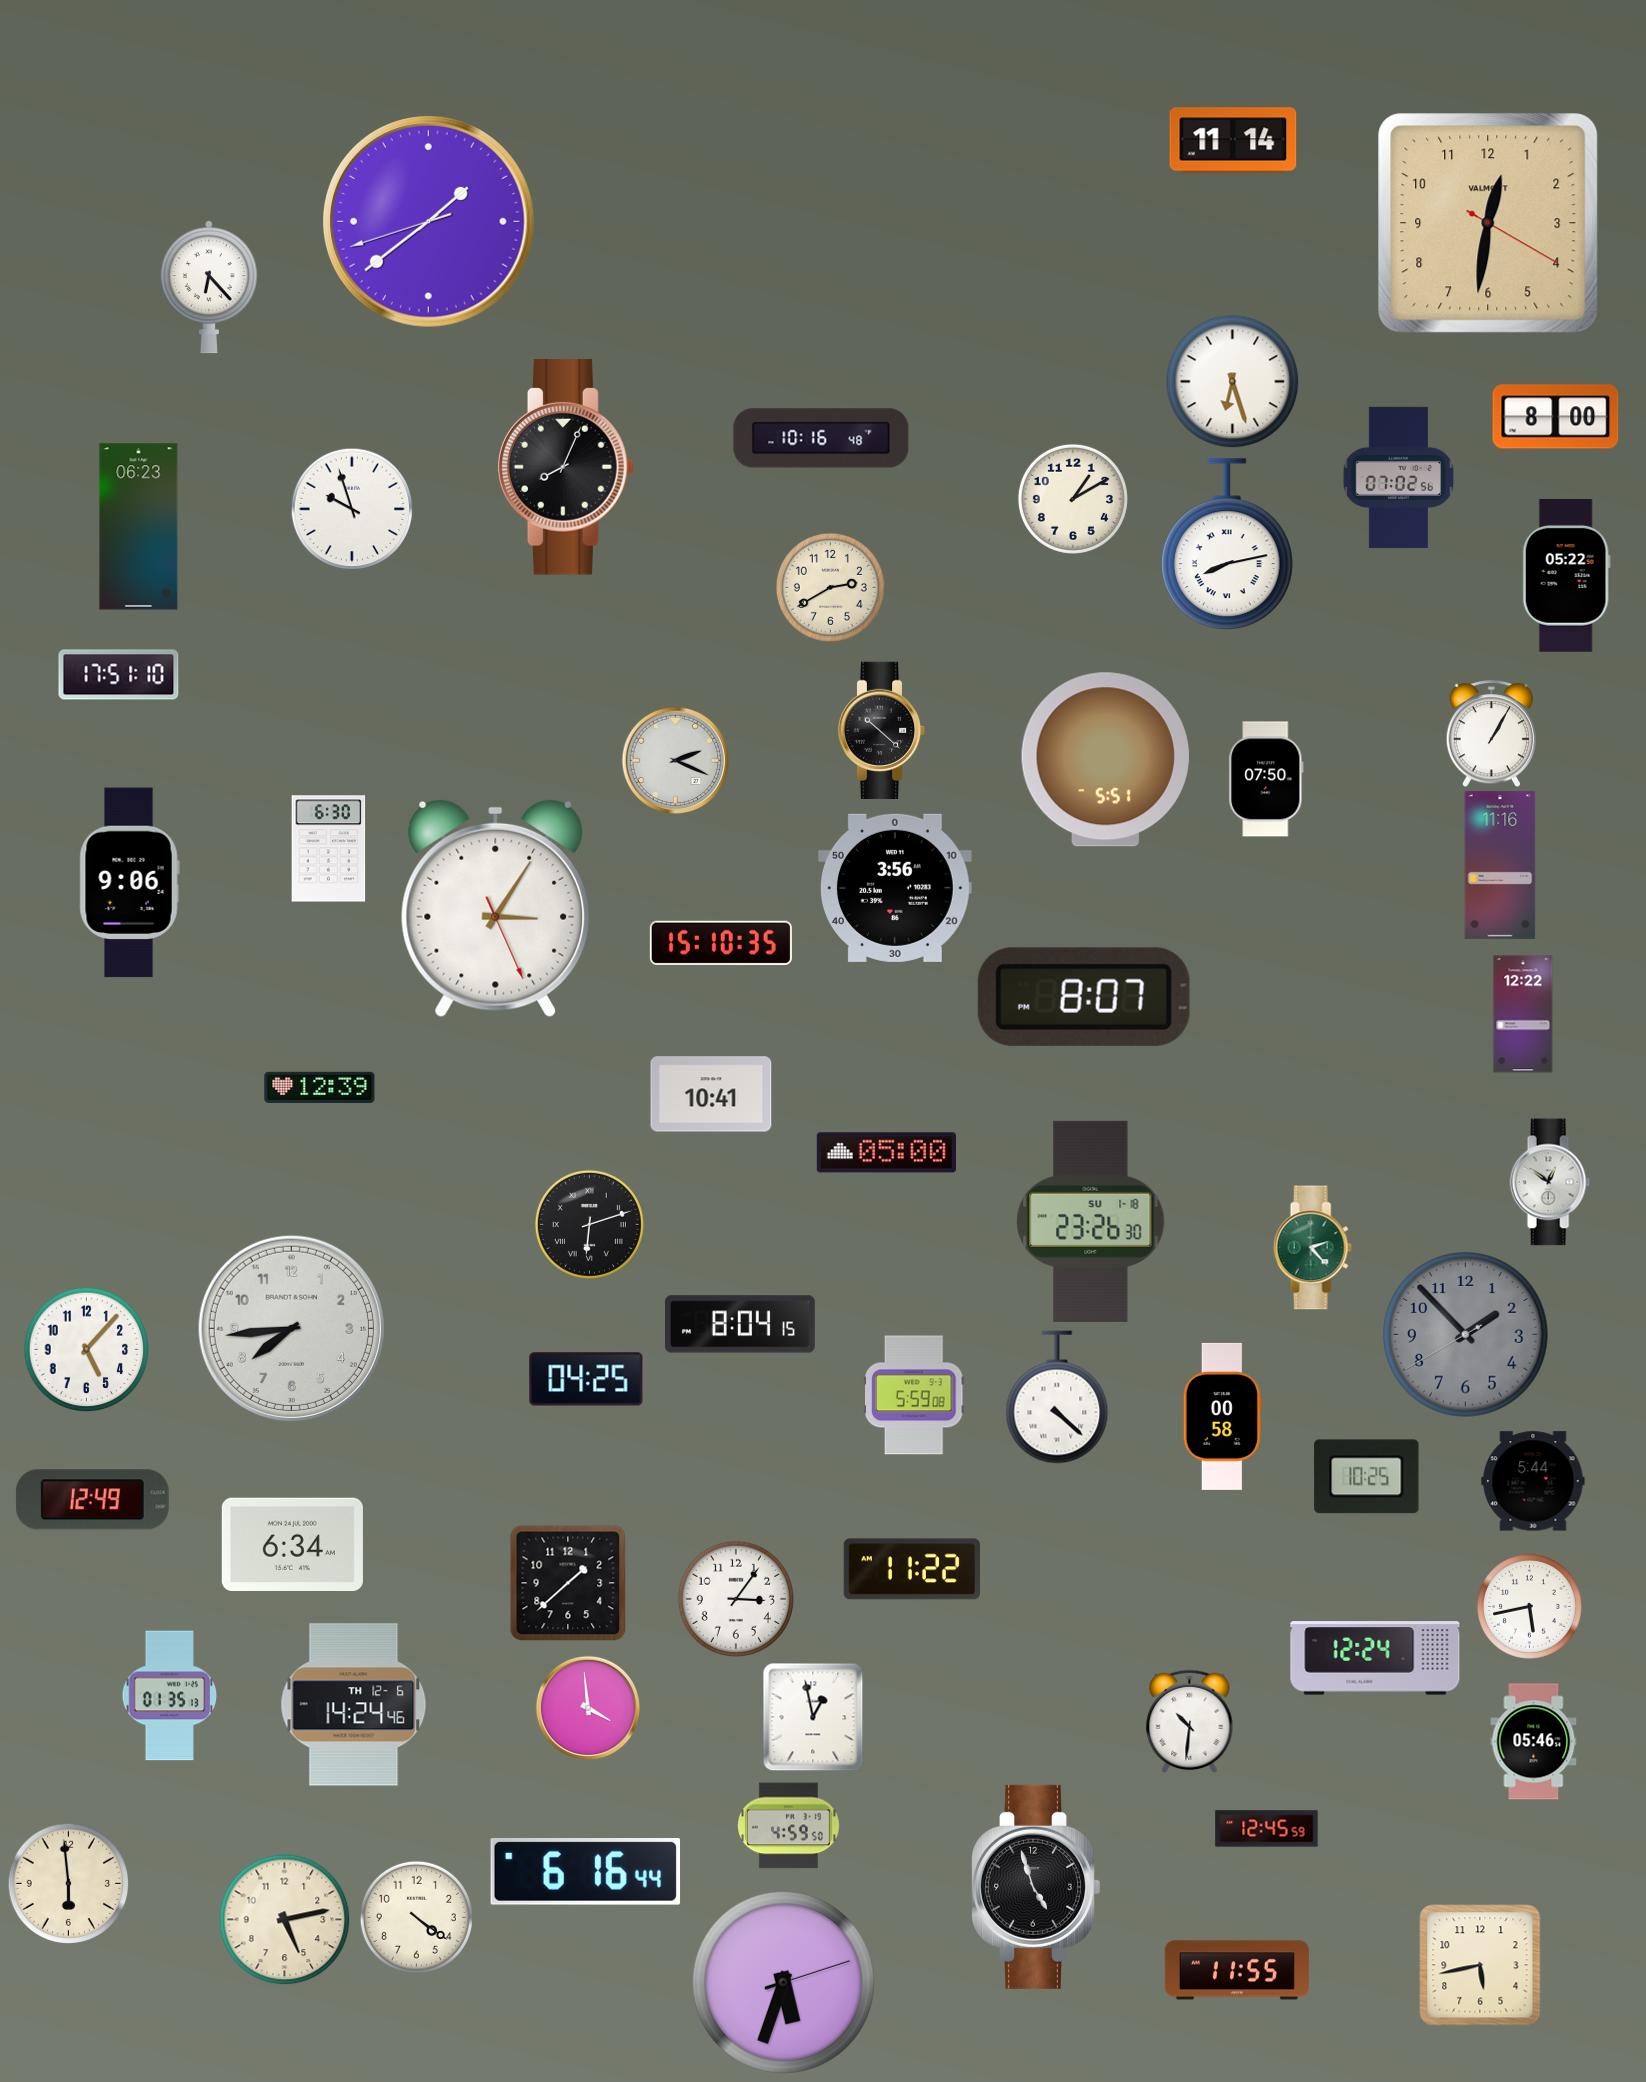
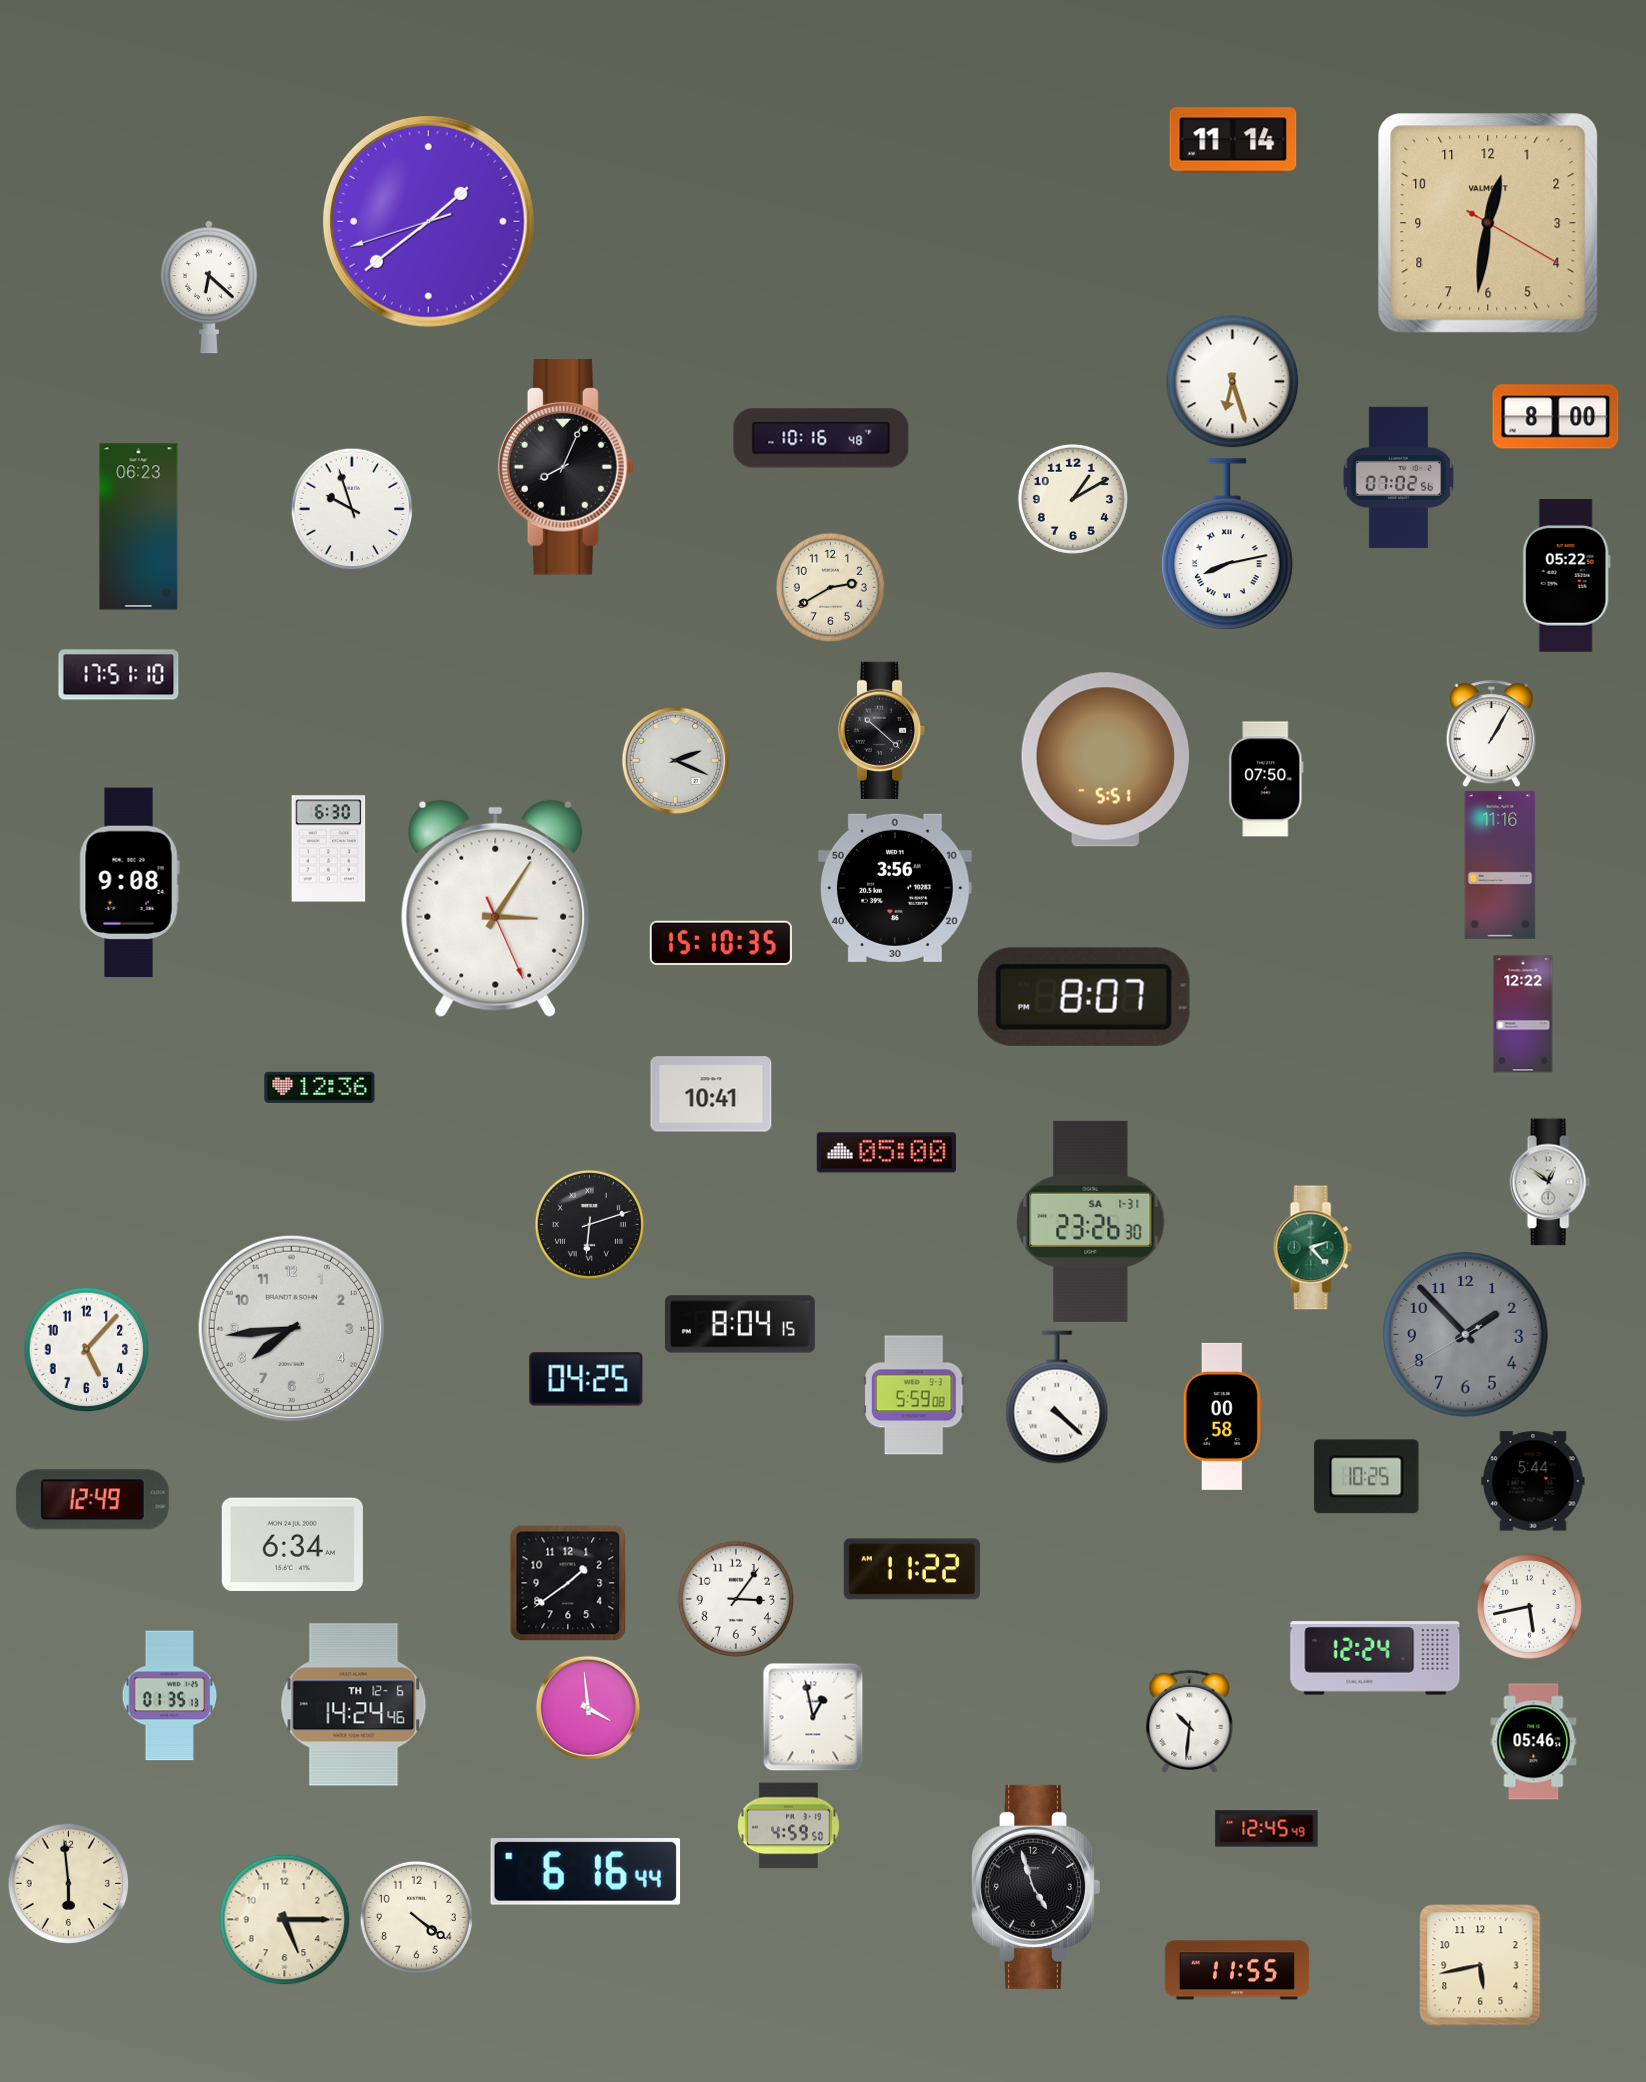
clock at (209, 287): 6:23 -> 6:22
clock at (129, 883): 9:06 -> 9:08
clock at (320, 1087): 12:39 -> 12:36
clock at (1091, 1221) date: SU 1-18 -> SA 1-31
clock at (568, 1583): 1:38 -> 1:39
clock at (1267, 1829): 12:45:59 -> 12:45:49
clock at (285, 1920): 5:13 -> 5:15
clock at (783, 1982): 5:33 -> none
